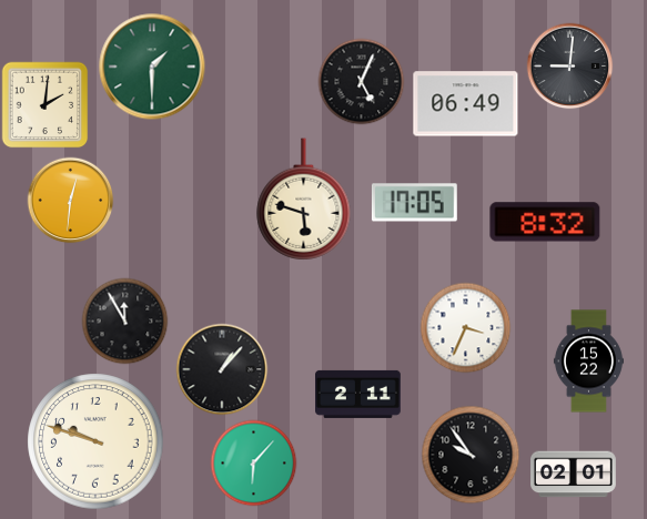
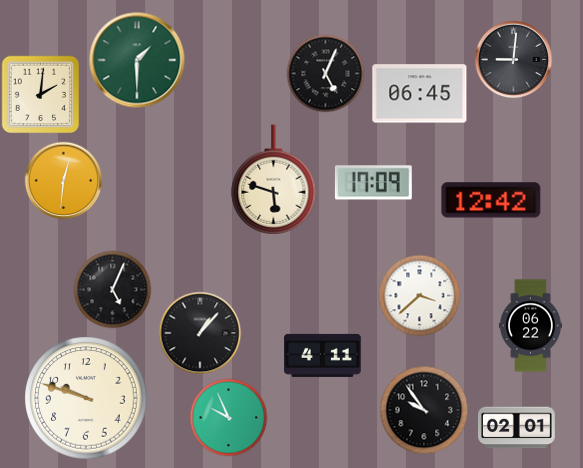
clock at (466, 104): 06:49 -> 06:45
clock at (414, 203): 17:05 -> 17:09
clock at (545, 222): 8:32 -> 12:42
clock at (124, 320): 11:55 -> 5:04
clock at (465, 327): 3:34 -> 3:38
clock at (588, 362): 15:22 -> 06:22
clock at (358, 394): 2:11 -> 4:11
clock at (253, 462): 6:07 -> 9:56
